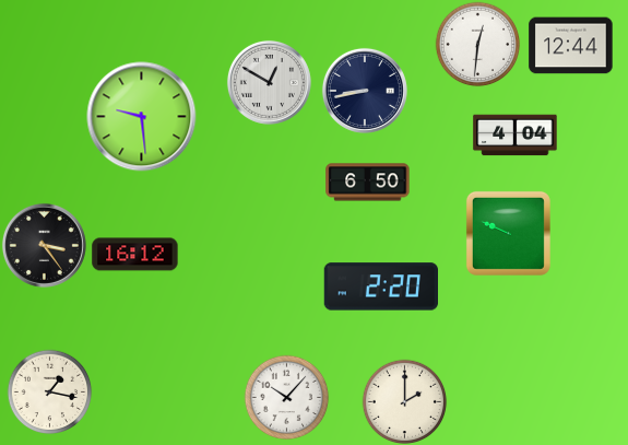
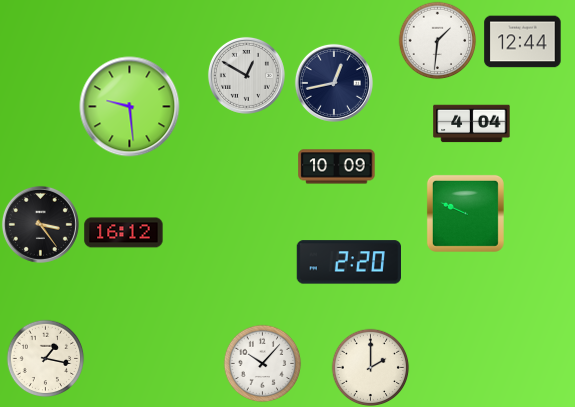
clock at (477, 44): 12:31 -> 1:31
clock at (365, 91): 8:43 -> 12:43
clock at (368, 183): 6:50 -> 10:09
